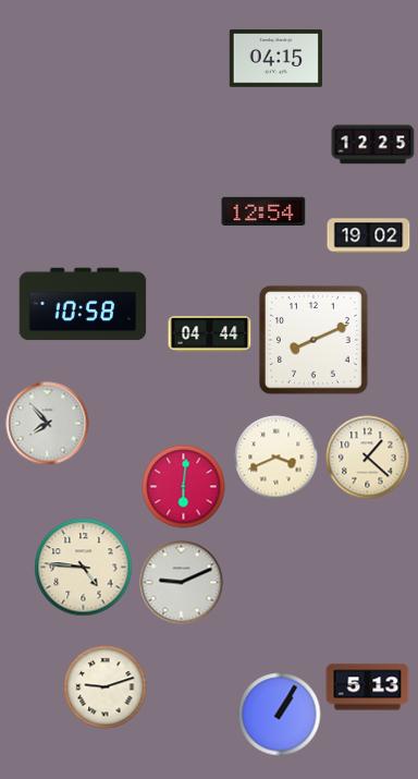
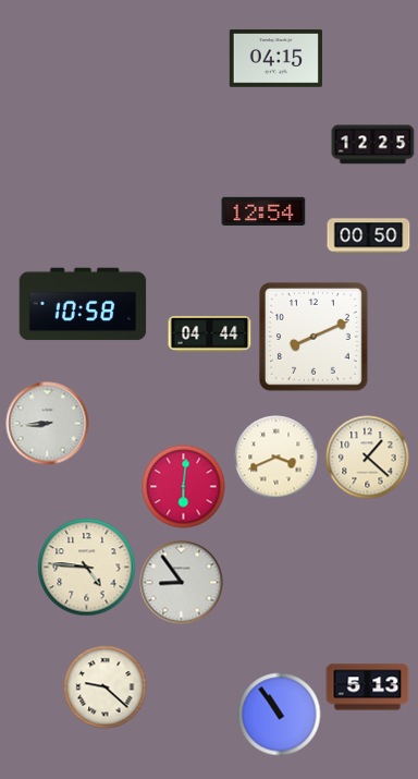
clock at (369, 236): 19:02 -> 00:50
clock at (313, 340) position: (313, 340) -> (313, 337)
clock at (48, 424): 7:53 -> 8:44
clock at (84, 568) position: (84, 568) -> (87, 568)
clock at (182, 583): 9:11 -> 8:54
clock at (106, 687): 9:12 -> 9:22
clock at (280, 715): 1:05 -> 10:54
